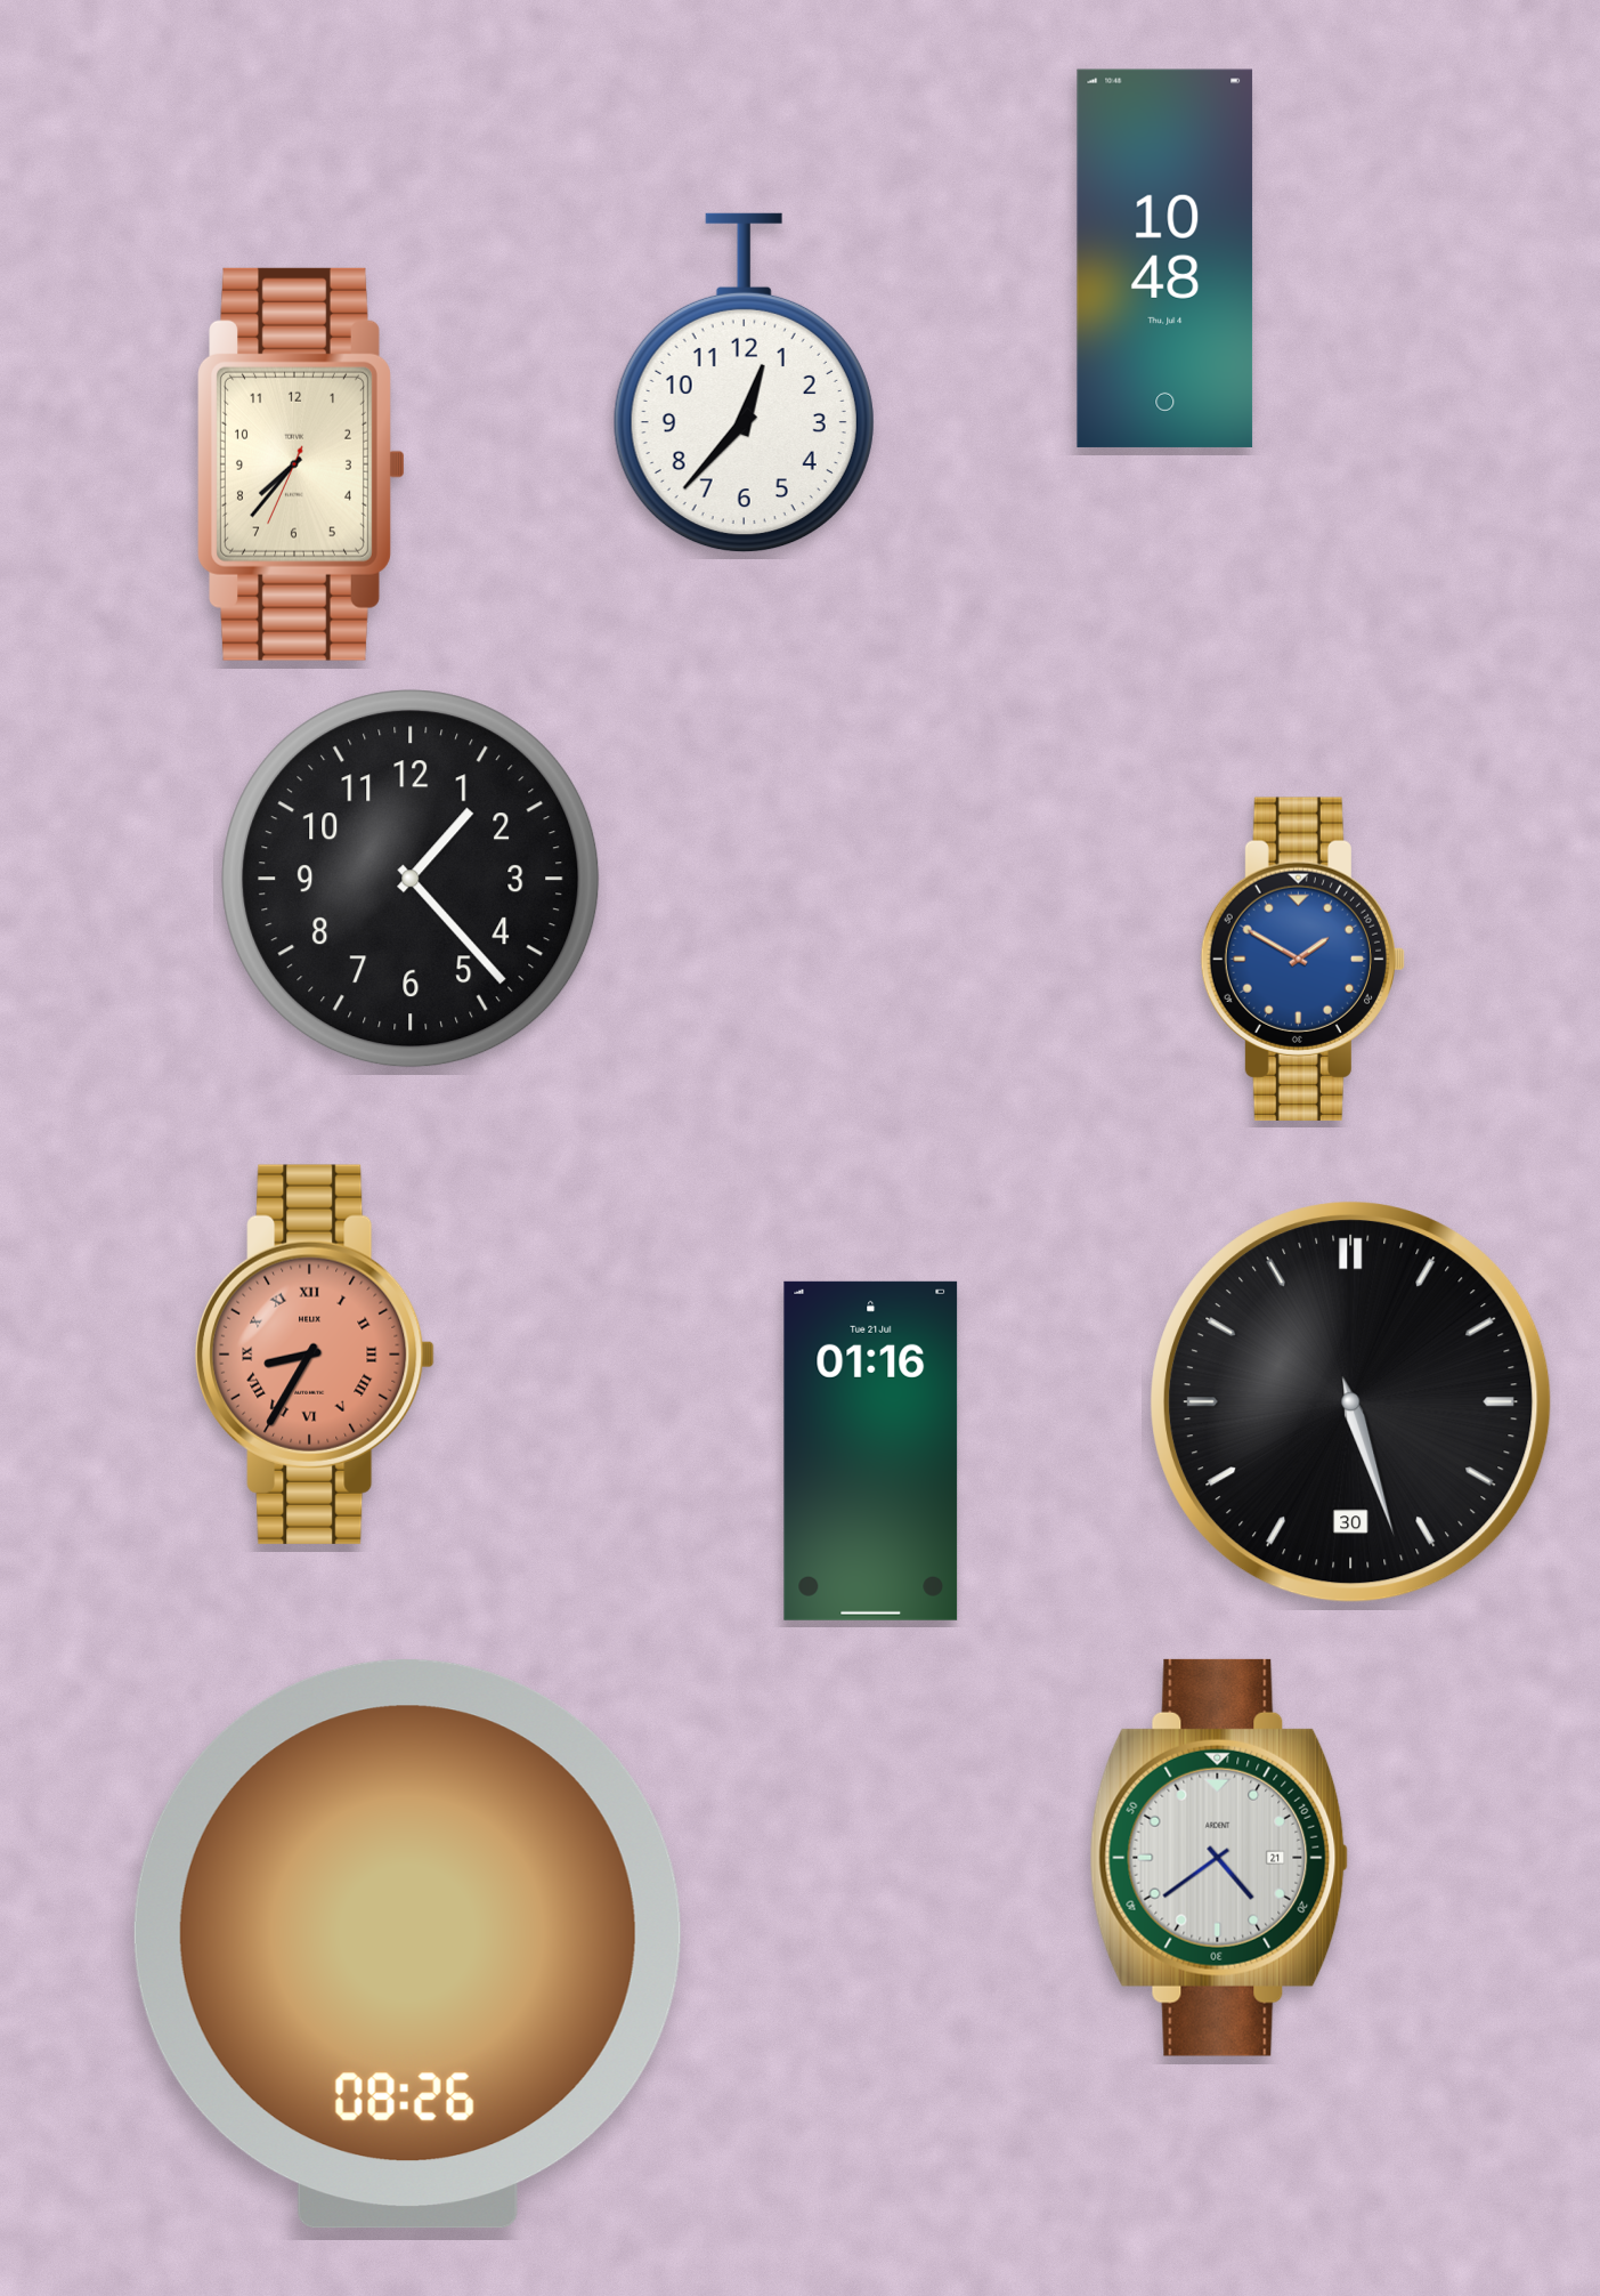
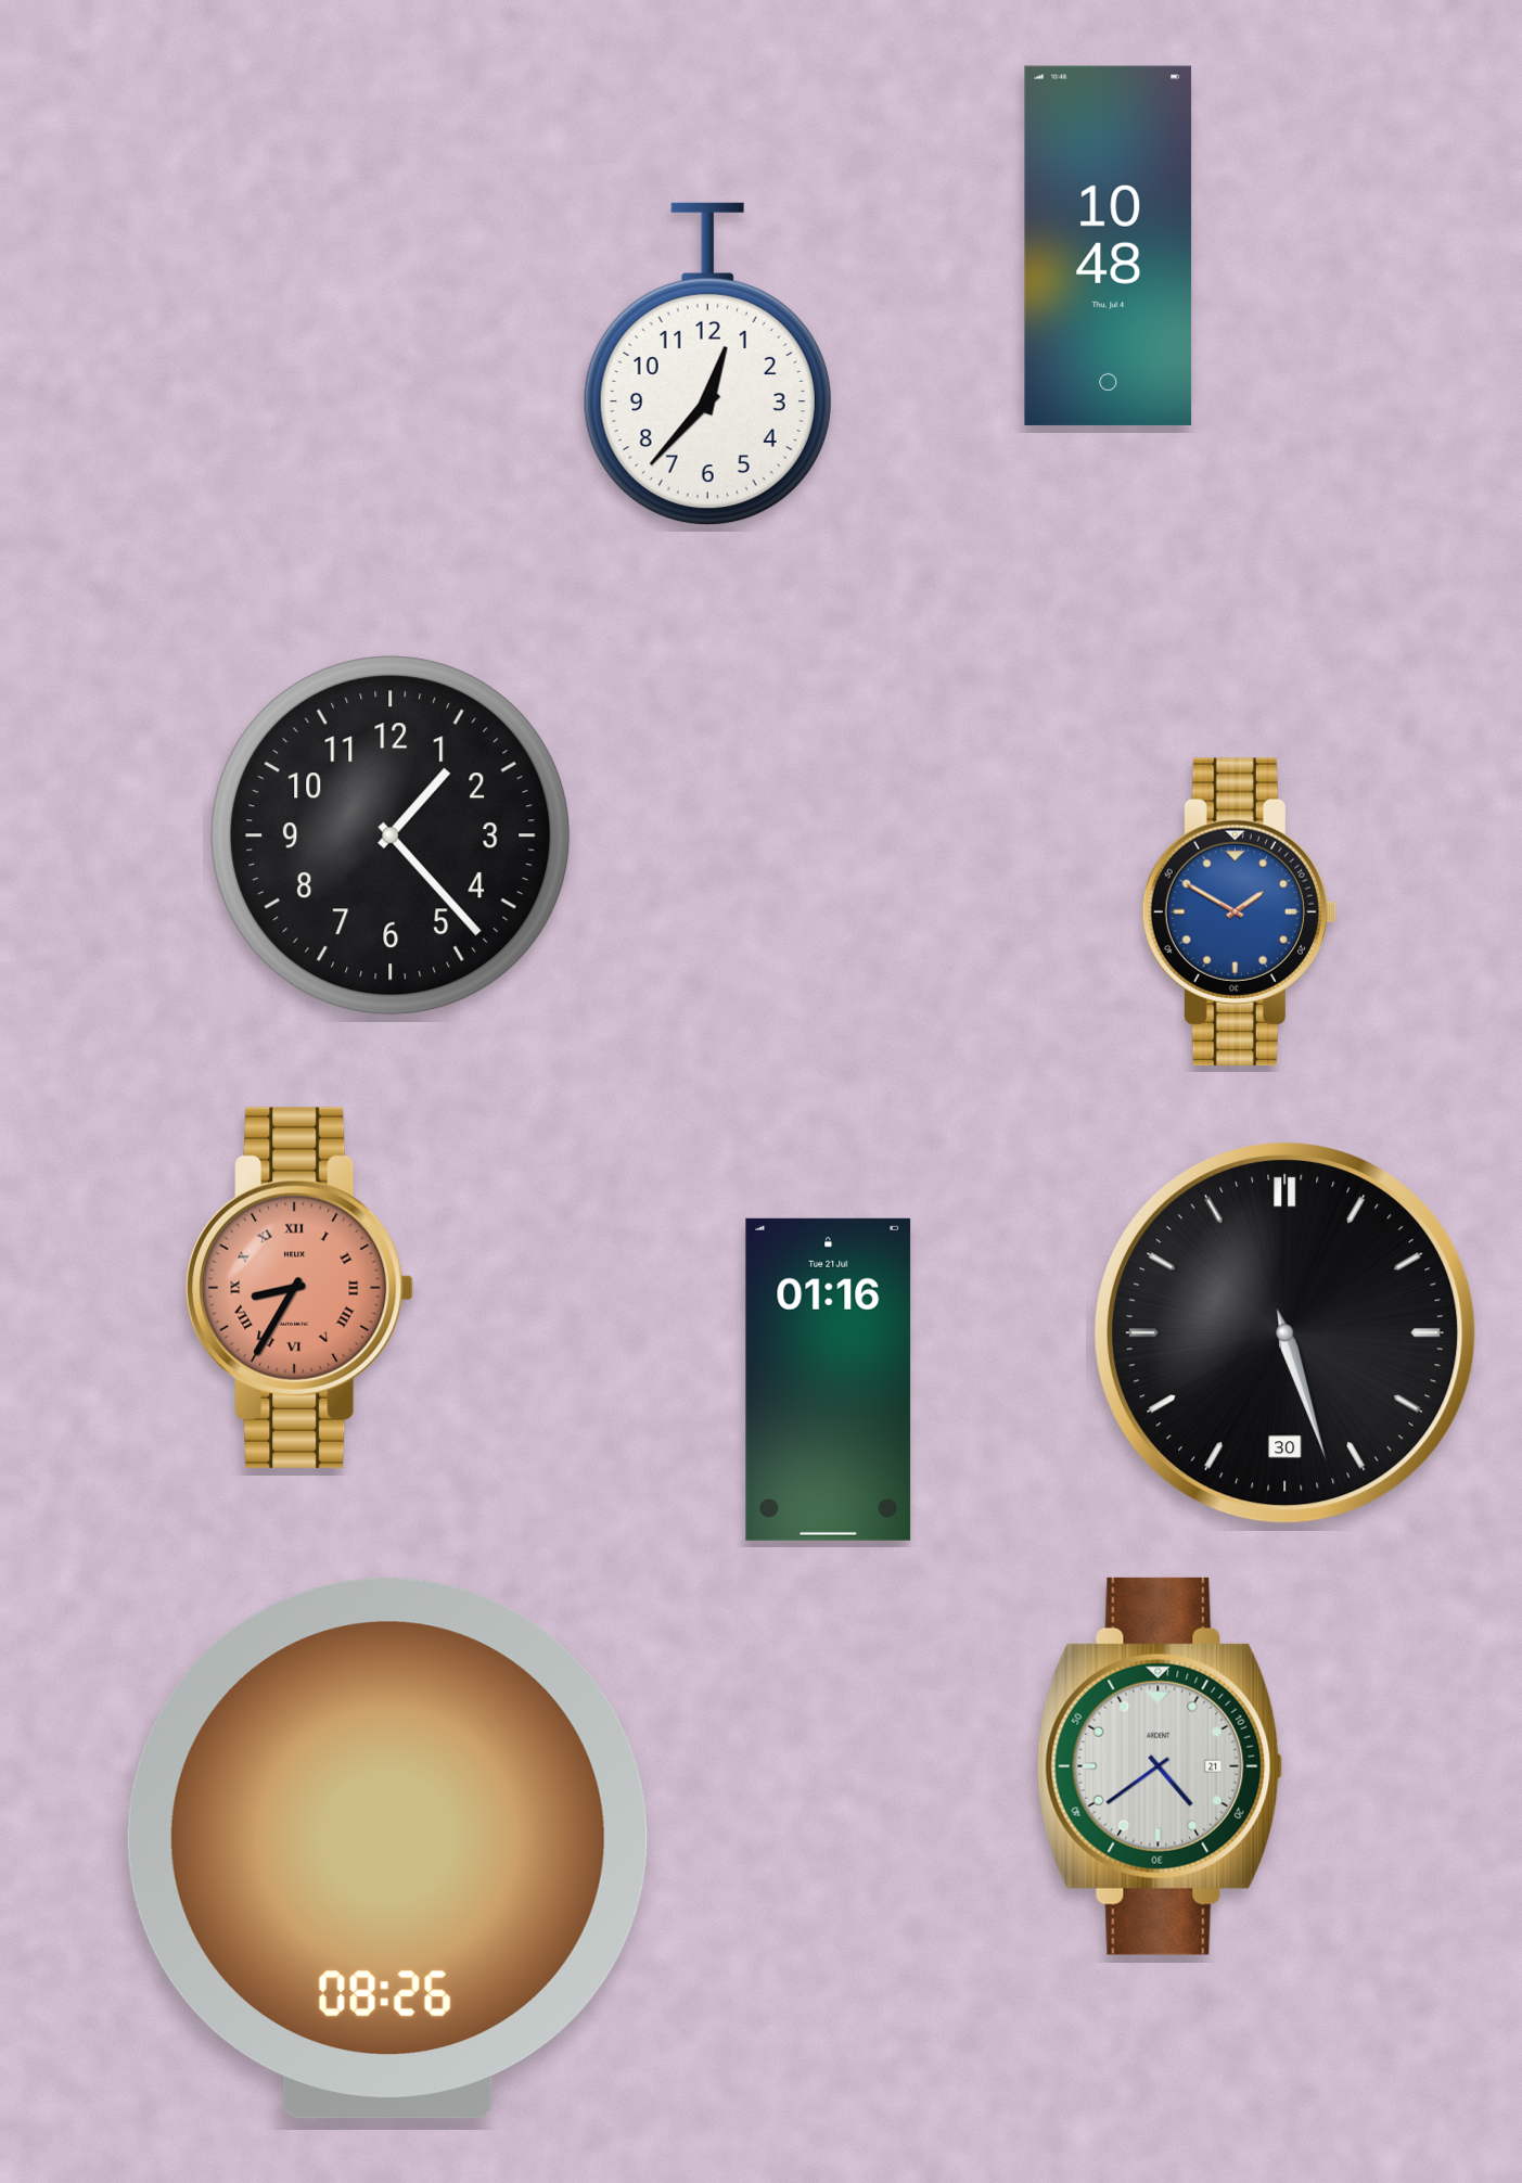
clock at (302, 464): 7:36 -> none
